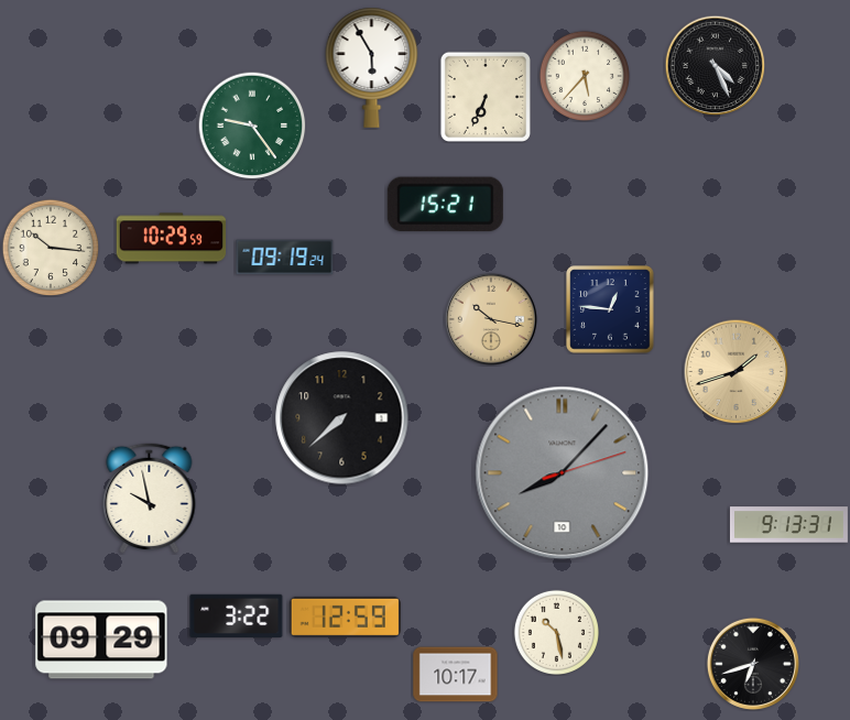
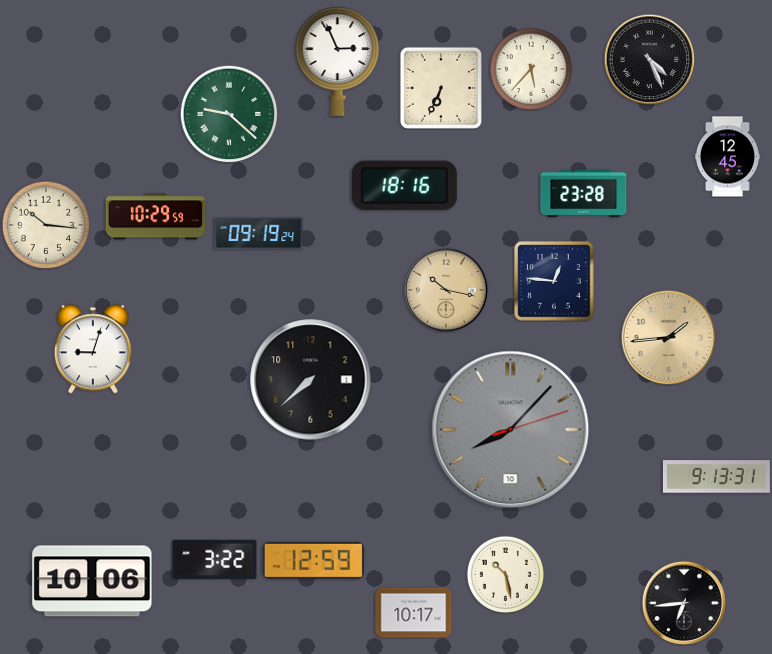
clock at (372, 67): 5:55 -> 2:56
clock at (252, 126): 9:24 -> 9:22
clock at (727, 157): none -> 12:45
clock at (445, 204): 15:21 -> 18:16
clock at (584, 194): none -> 23:28
clock at (735, 371): 1:42 -> 1:44
clock at (93, 349): none -> 9:03
clock at (150, 498): 9:58 -> none
clock at (101, 640): 09:29 -> 10:06
clock at (753, 664): 6:42 -> 6:44
